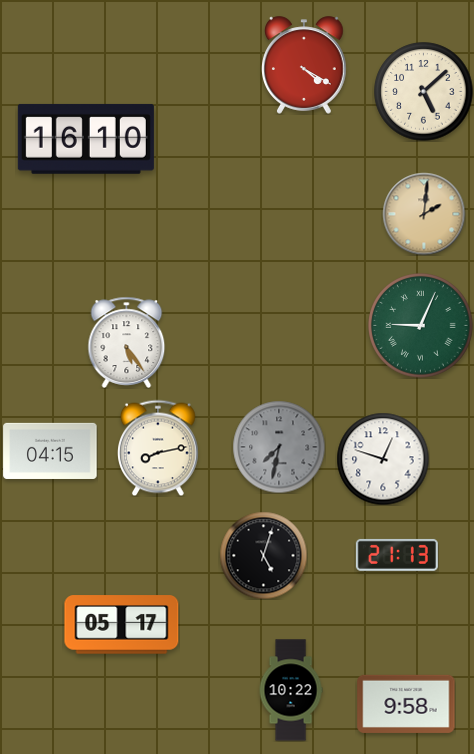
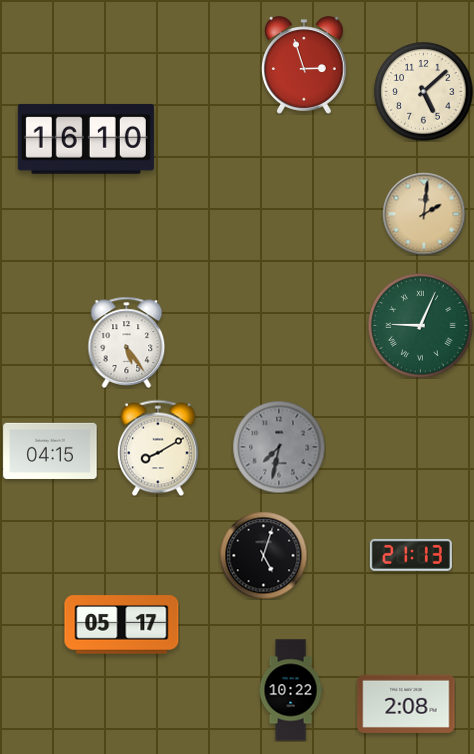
clock at (305, 65): 4:20 -> 2:57
clock at (159, 448): 8:13 -> 8:10
clock at (383, 459): 12:48 -> none
clock at (397, 555) position: (397, 555) -> (411, 555)
clock at (406, 704): 9:58 -> 2:08
